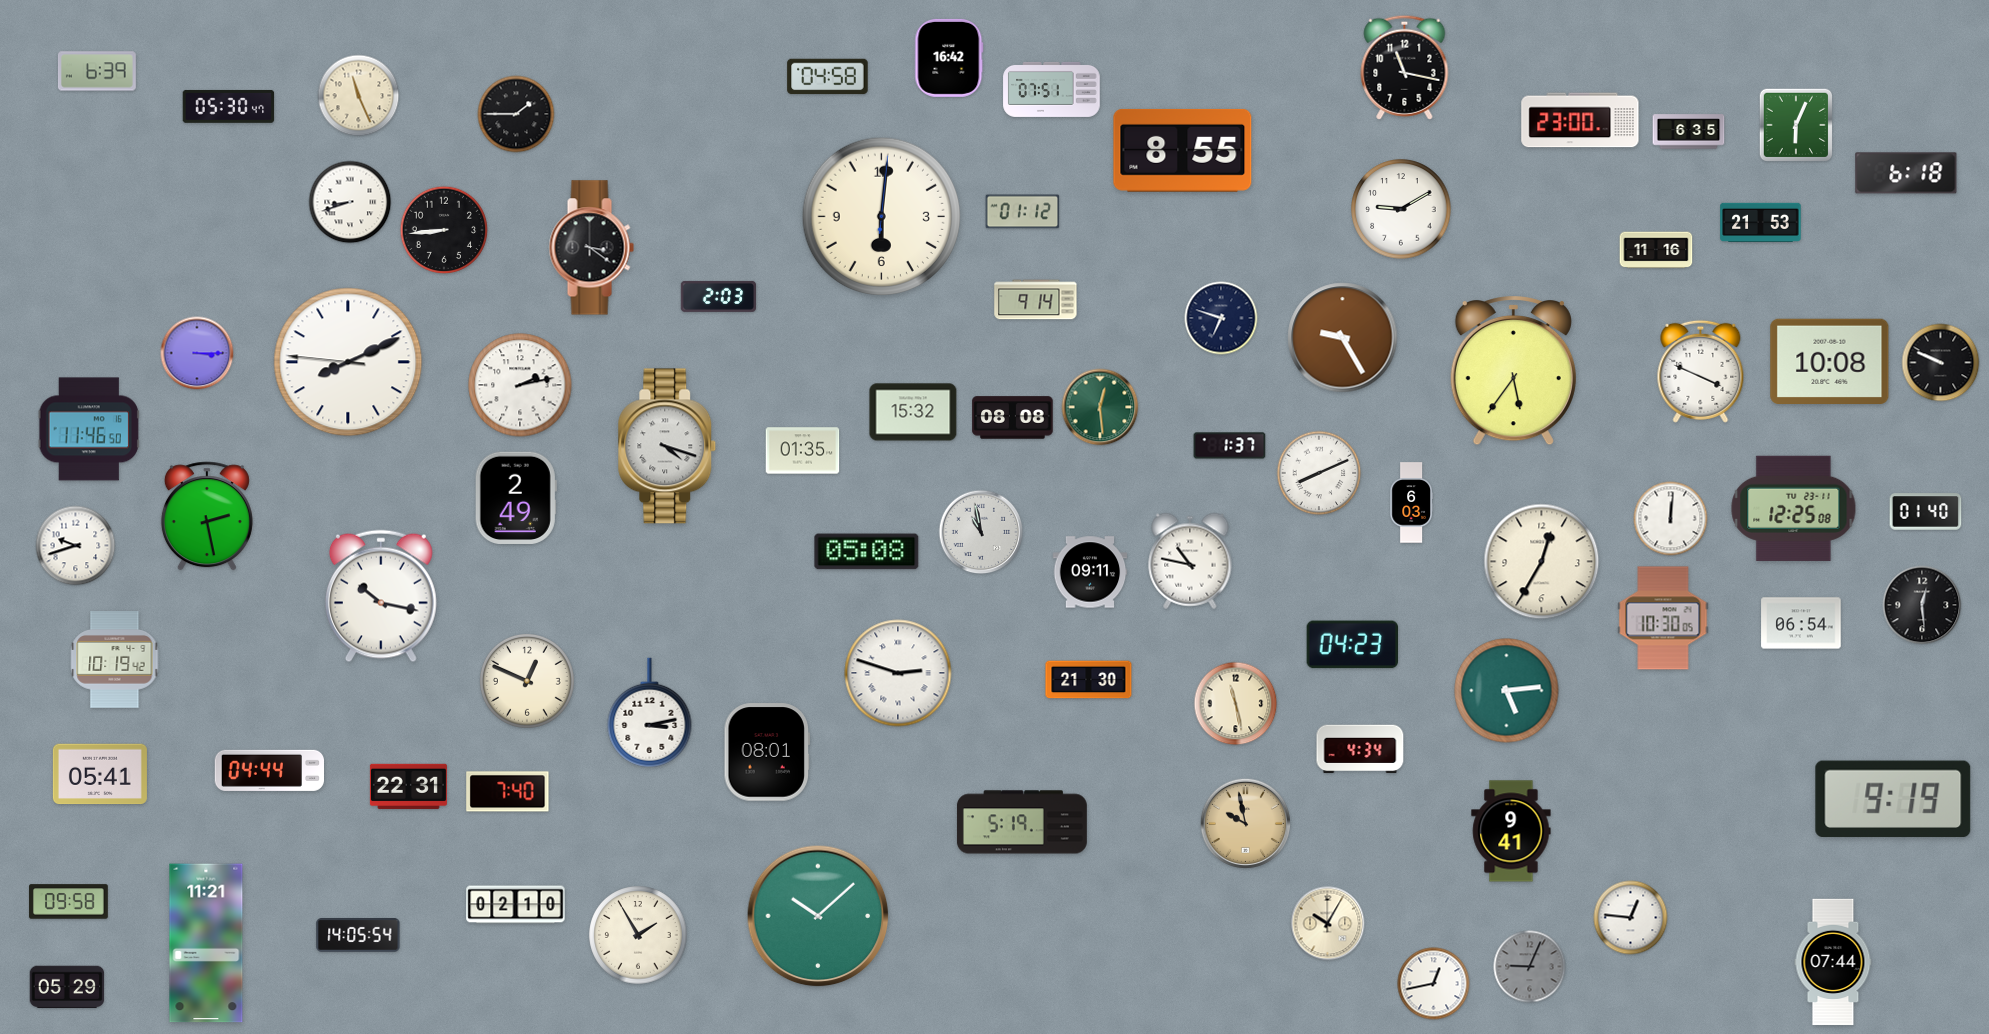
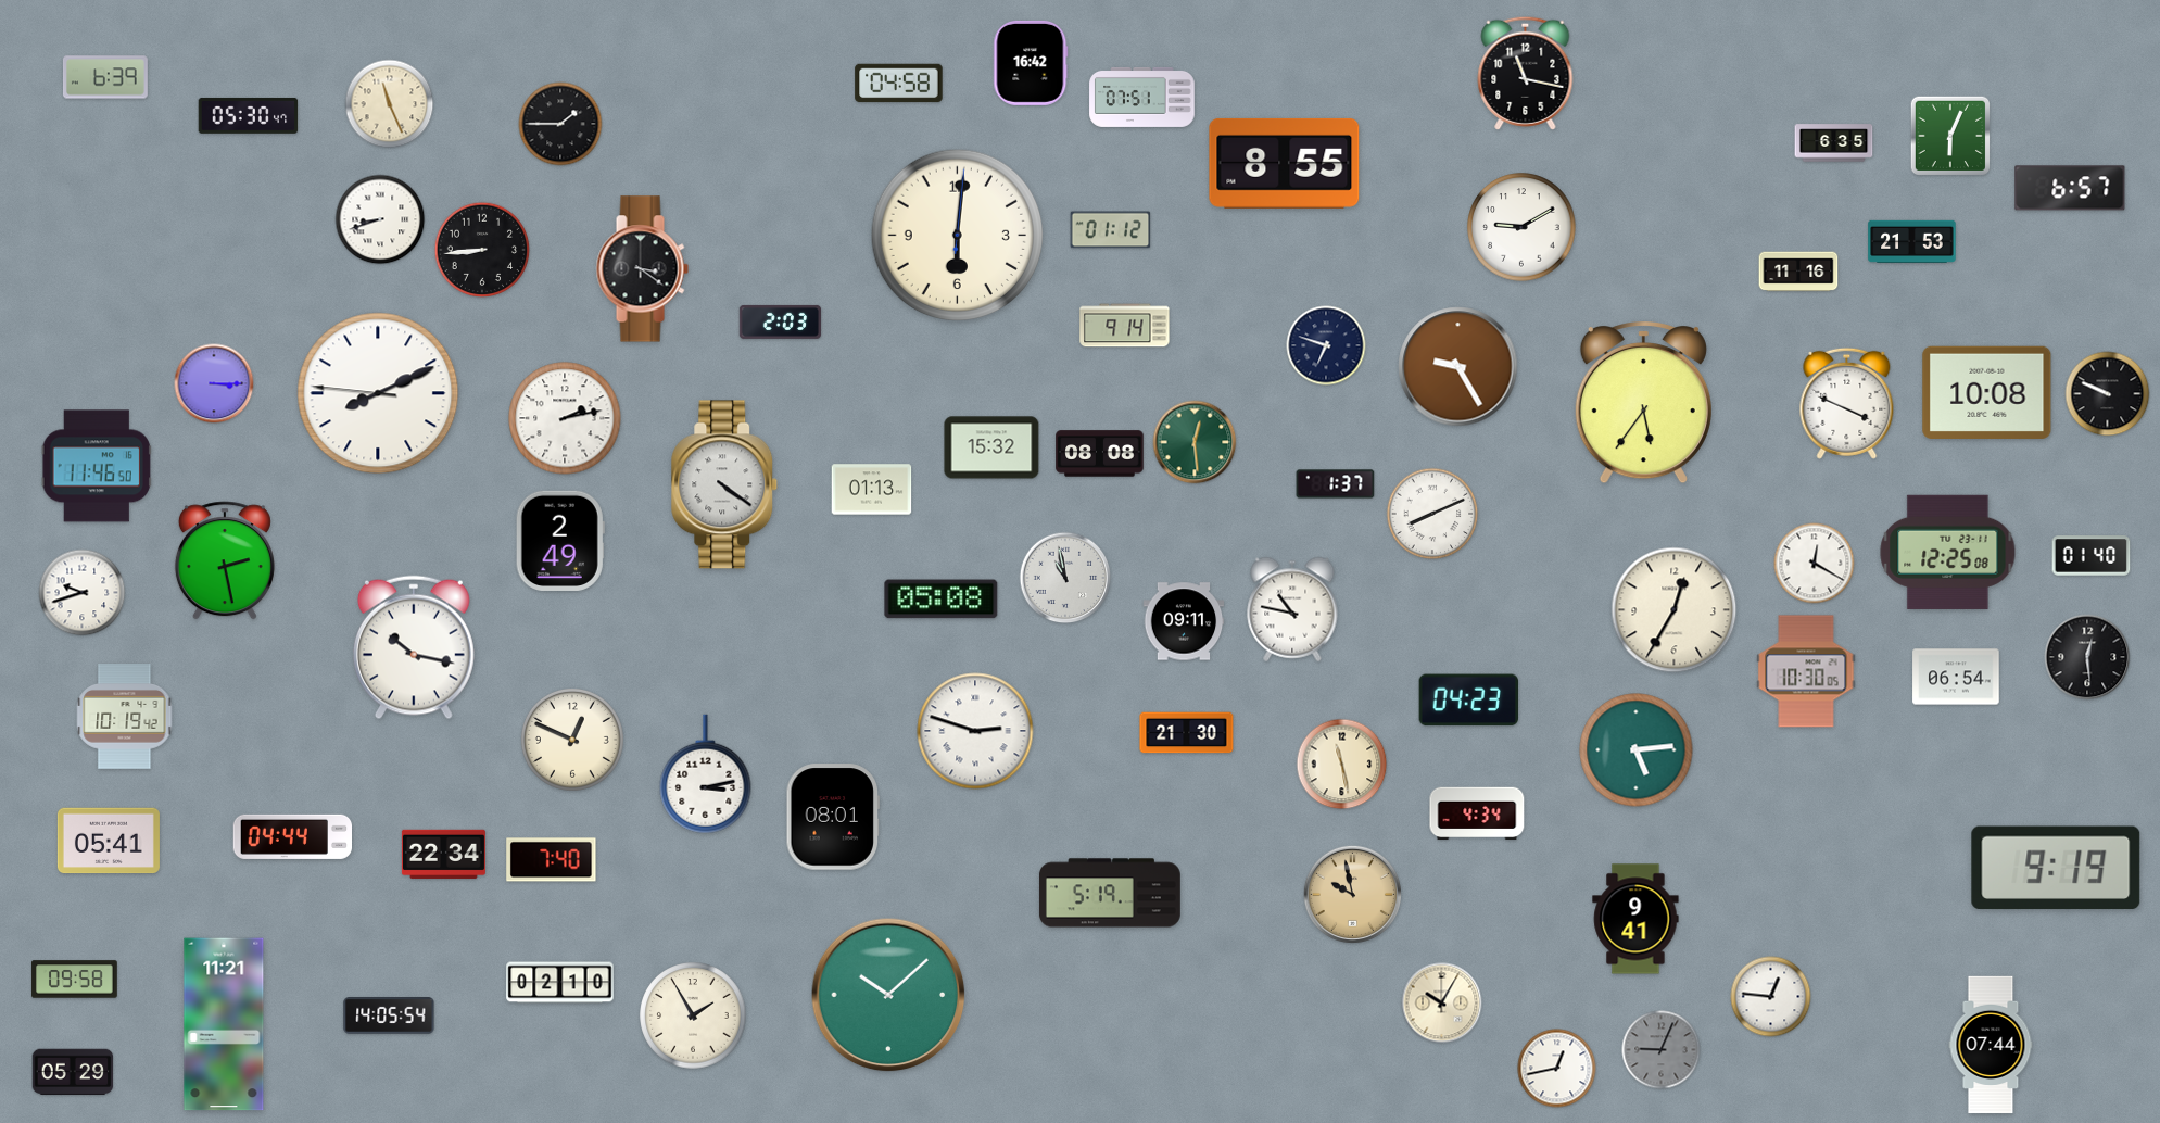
clock at (1580, 120): 23:00 -> none
clock at (1906, 173): 6:18 -> 6:57
clock at (667, 446): 4:18 -> 4:21
clock at (803, 451): 01:35 -> 01:13
clock at (1411, 503): 6:03 -> none
clock at (1671, 519): 12:01 -> 12:20
clock at (1089, 680) position: (1089, 680) -> (1187, 733)
clock at (408, 786): 22:31 -> 22:34
clock at (1511, 831) position: (1511, 831) -> (1635, 919)
